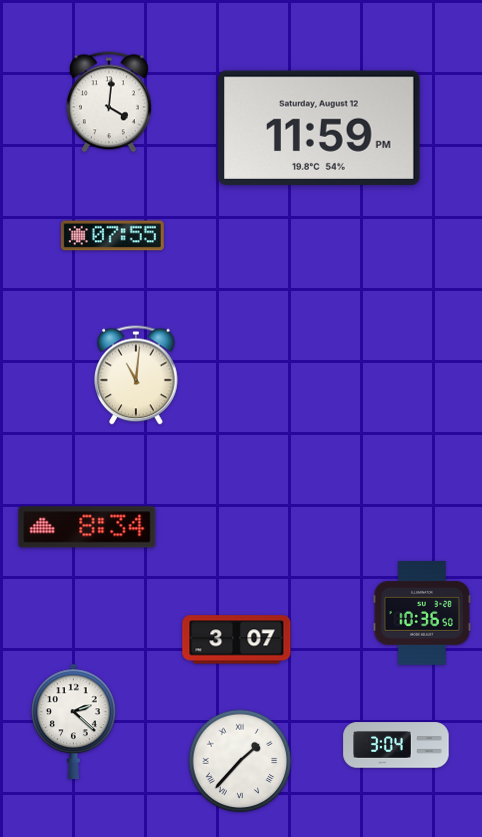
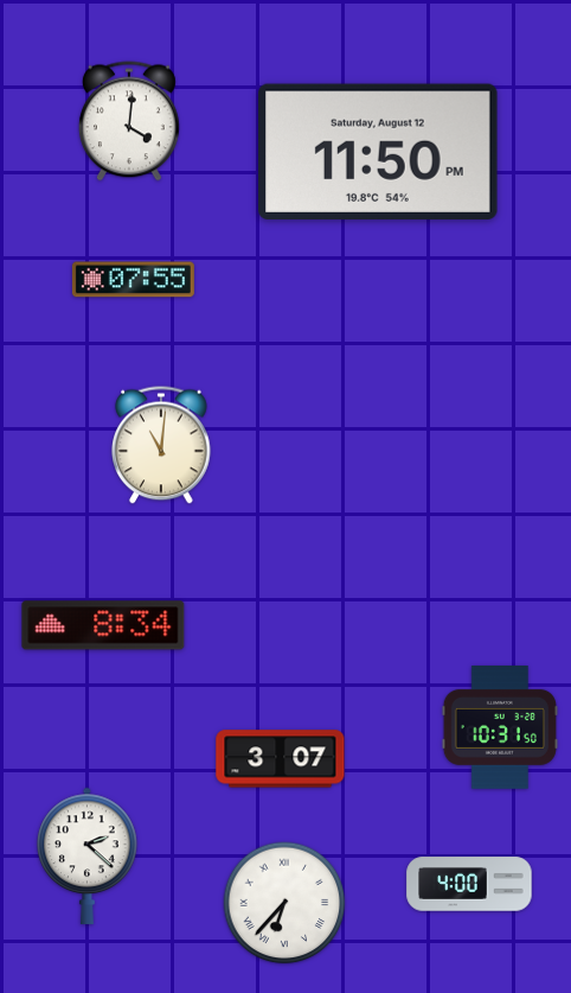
clock at (320, 128): 11:59 -> 11:50
clock at (422, 614): 10:36 -> 10:31
clock at (396, 745): 3:04 -> 4:00
clock at (240, 761): 1:37 -> 6:37
